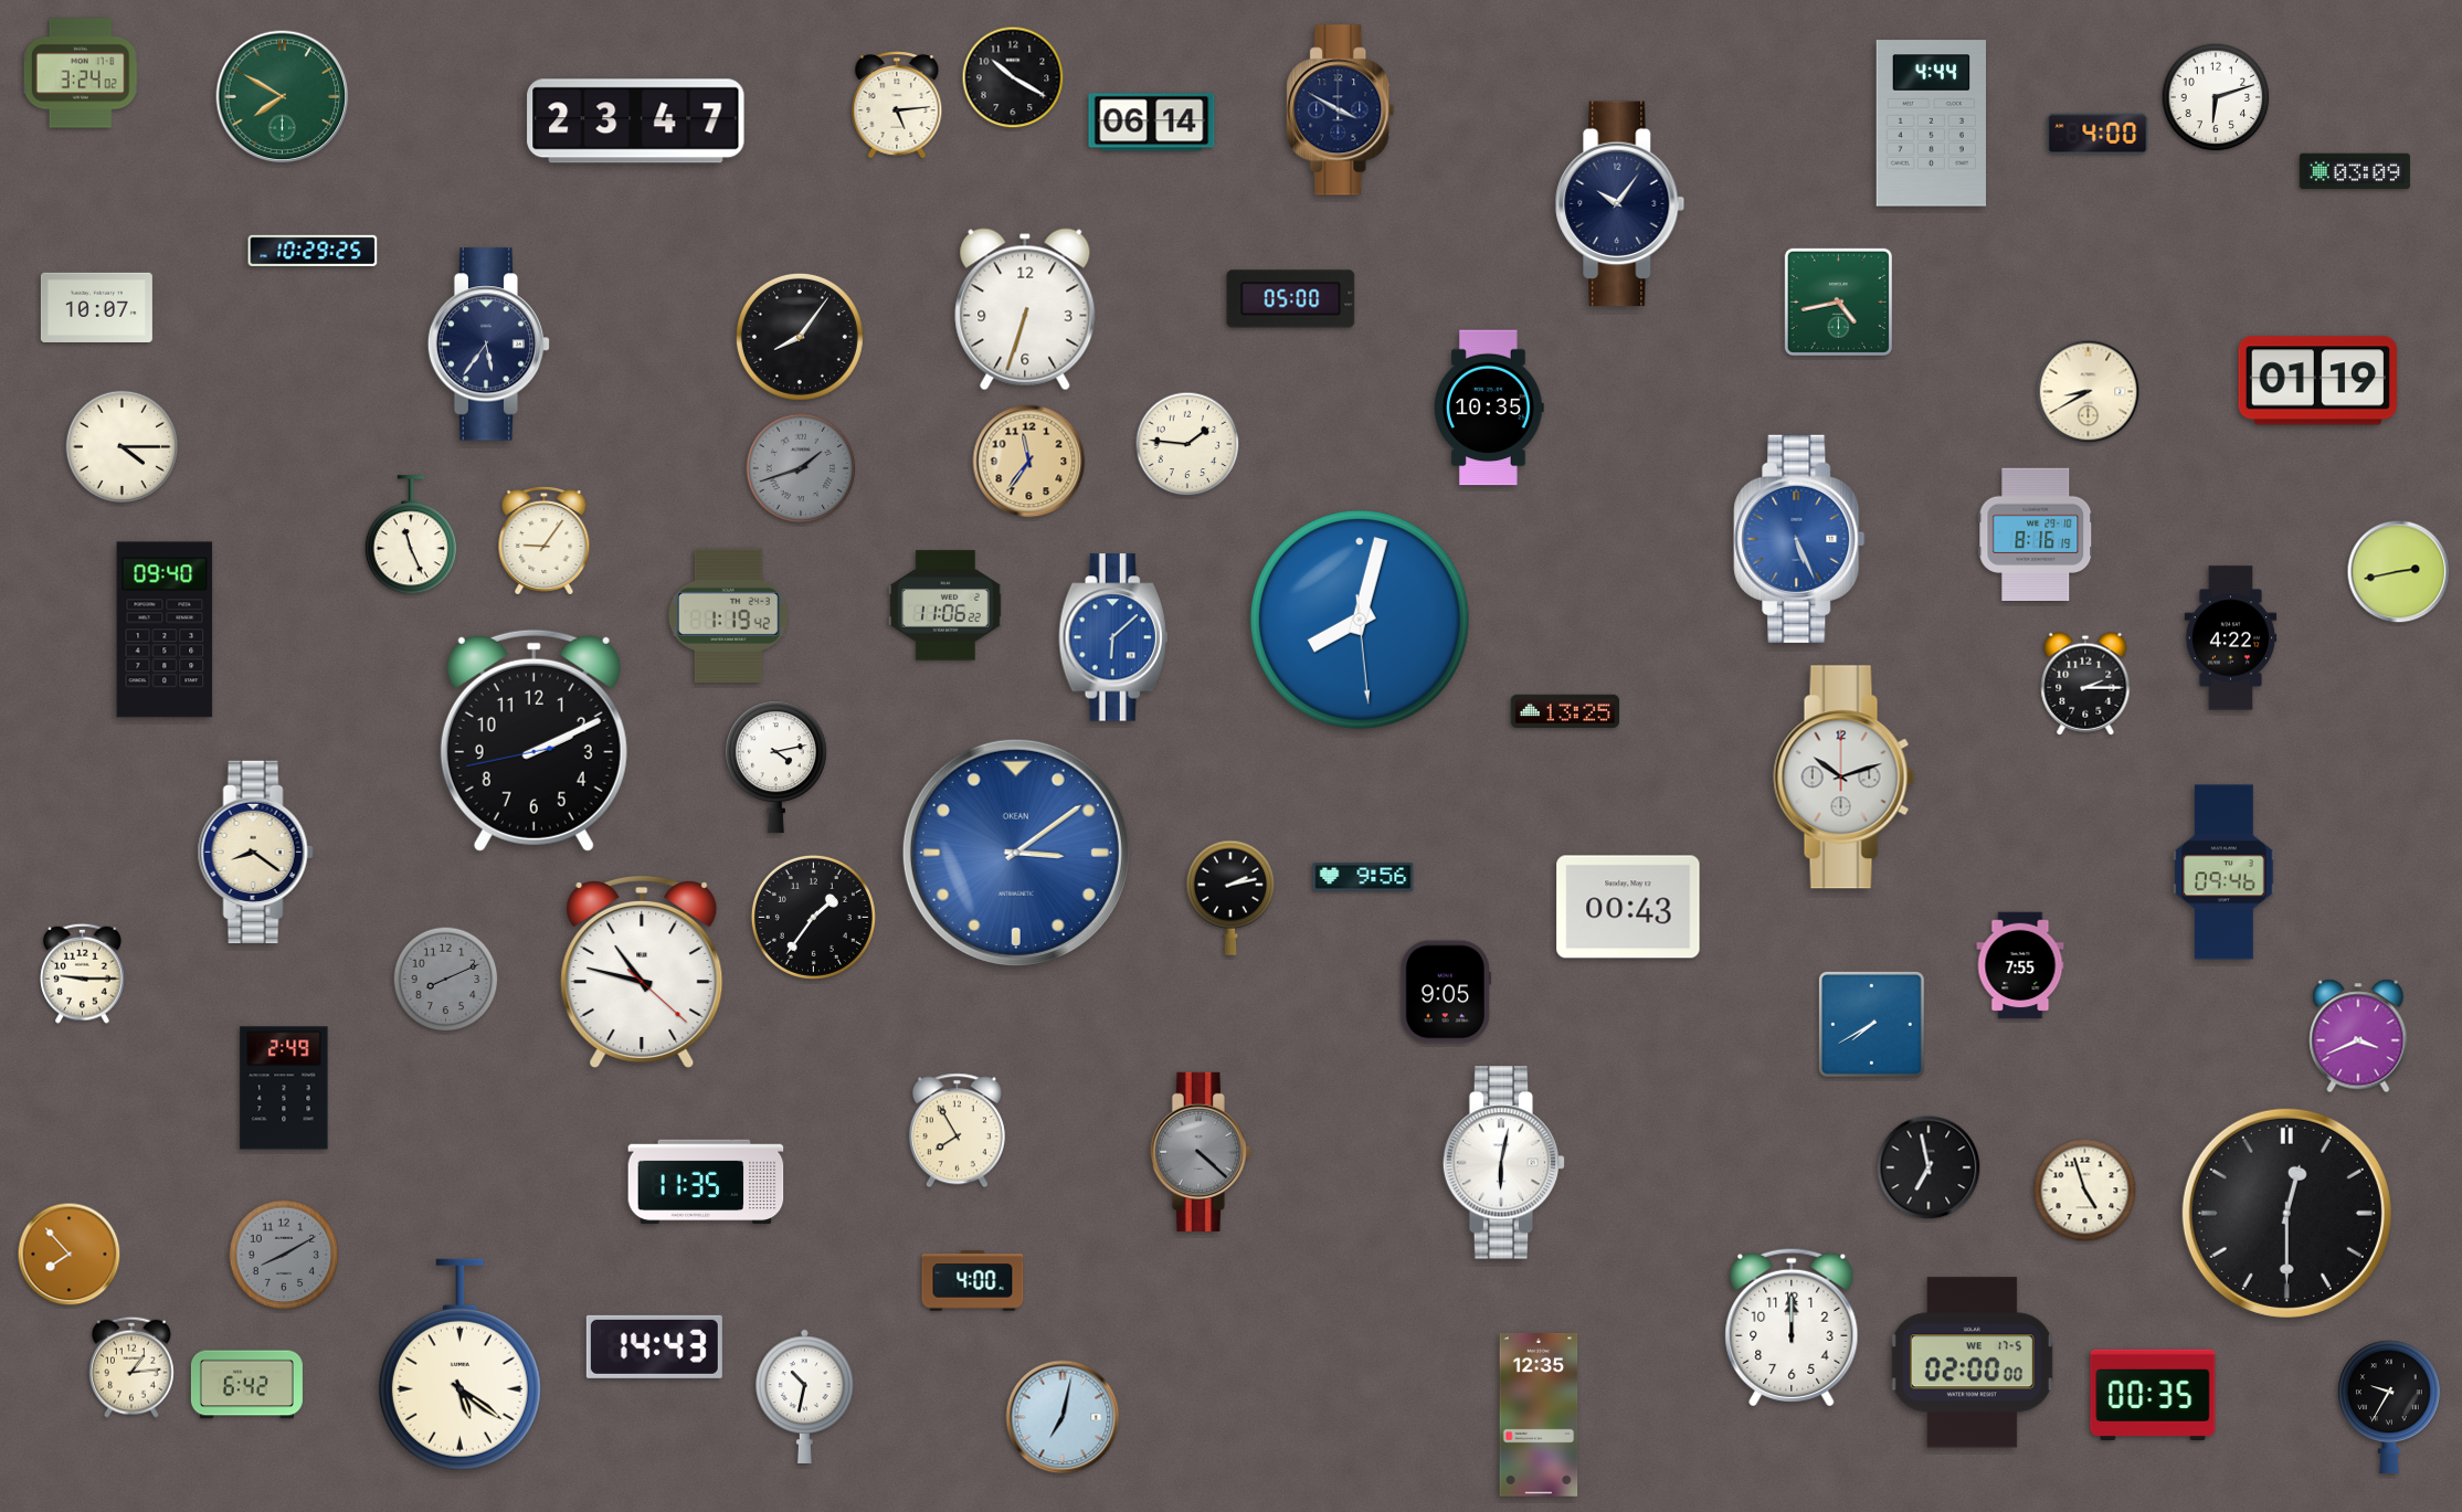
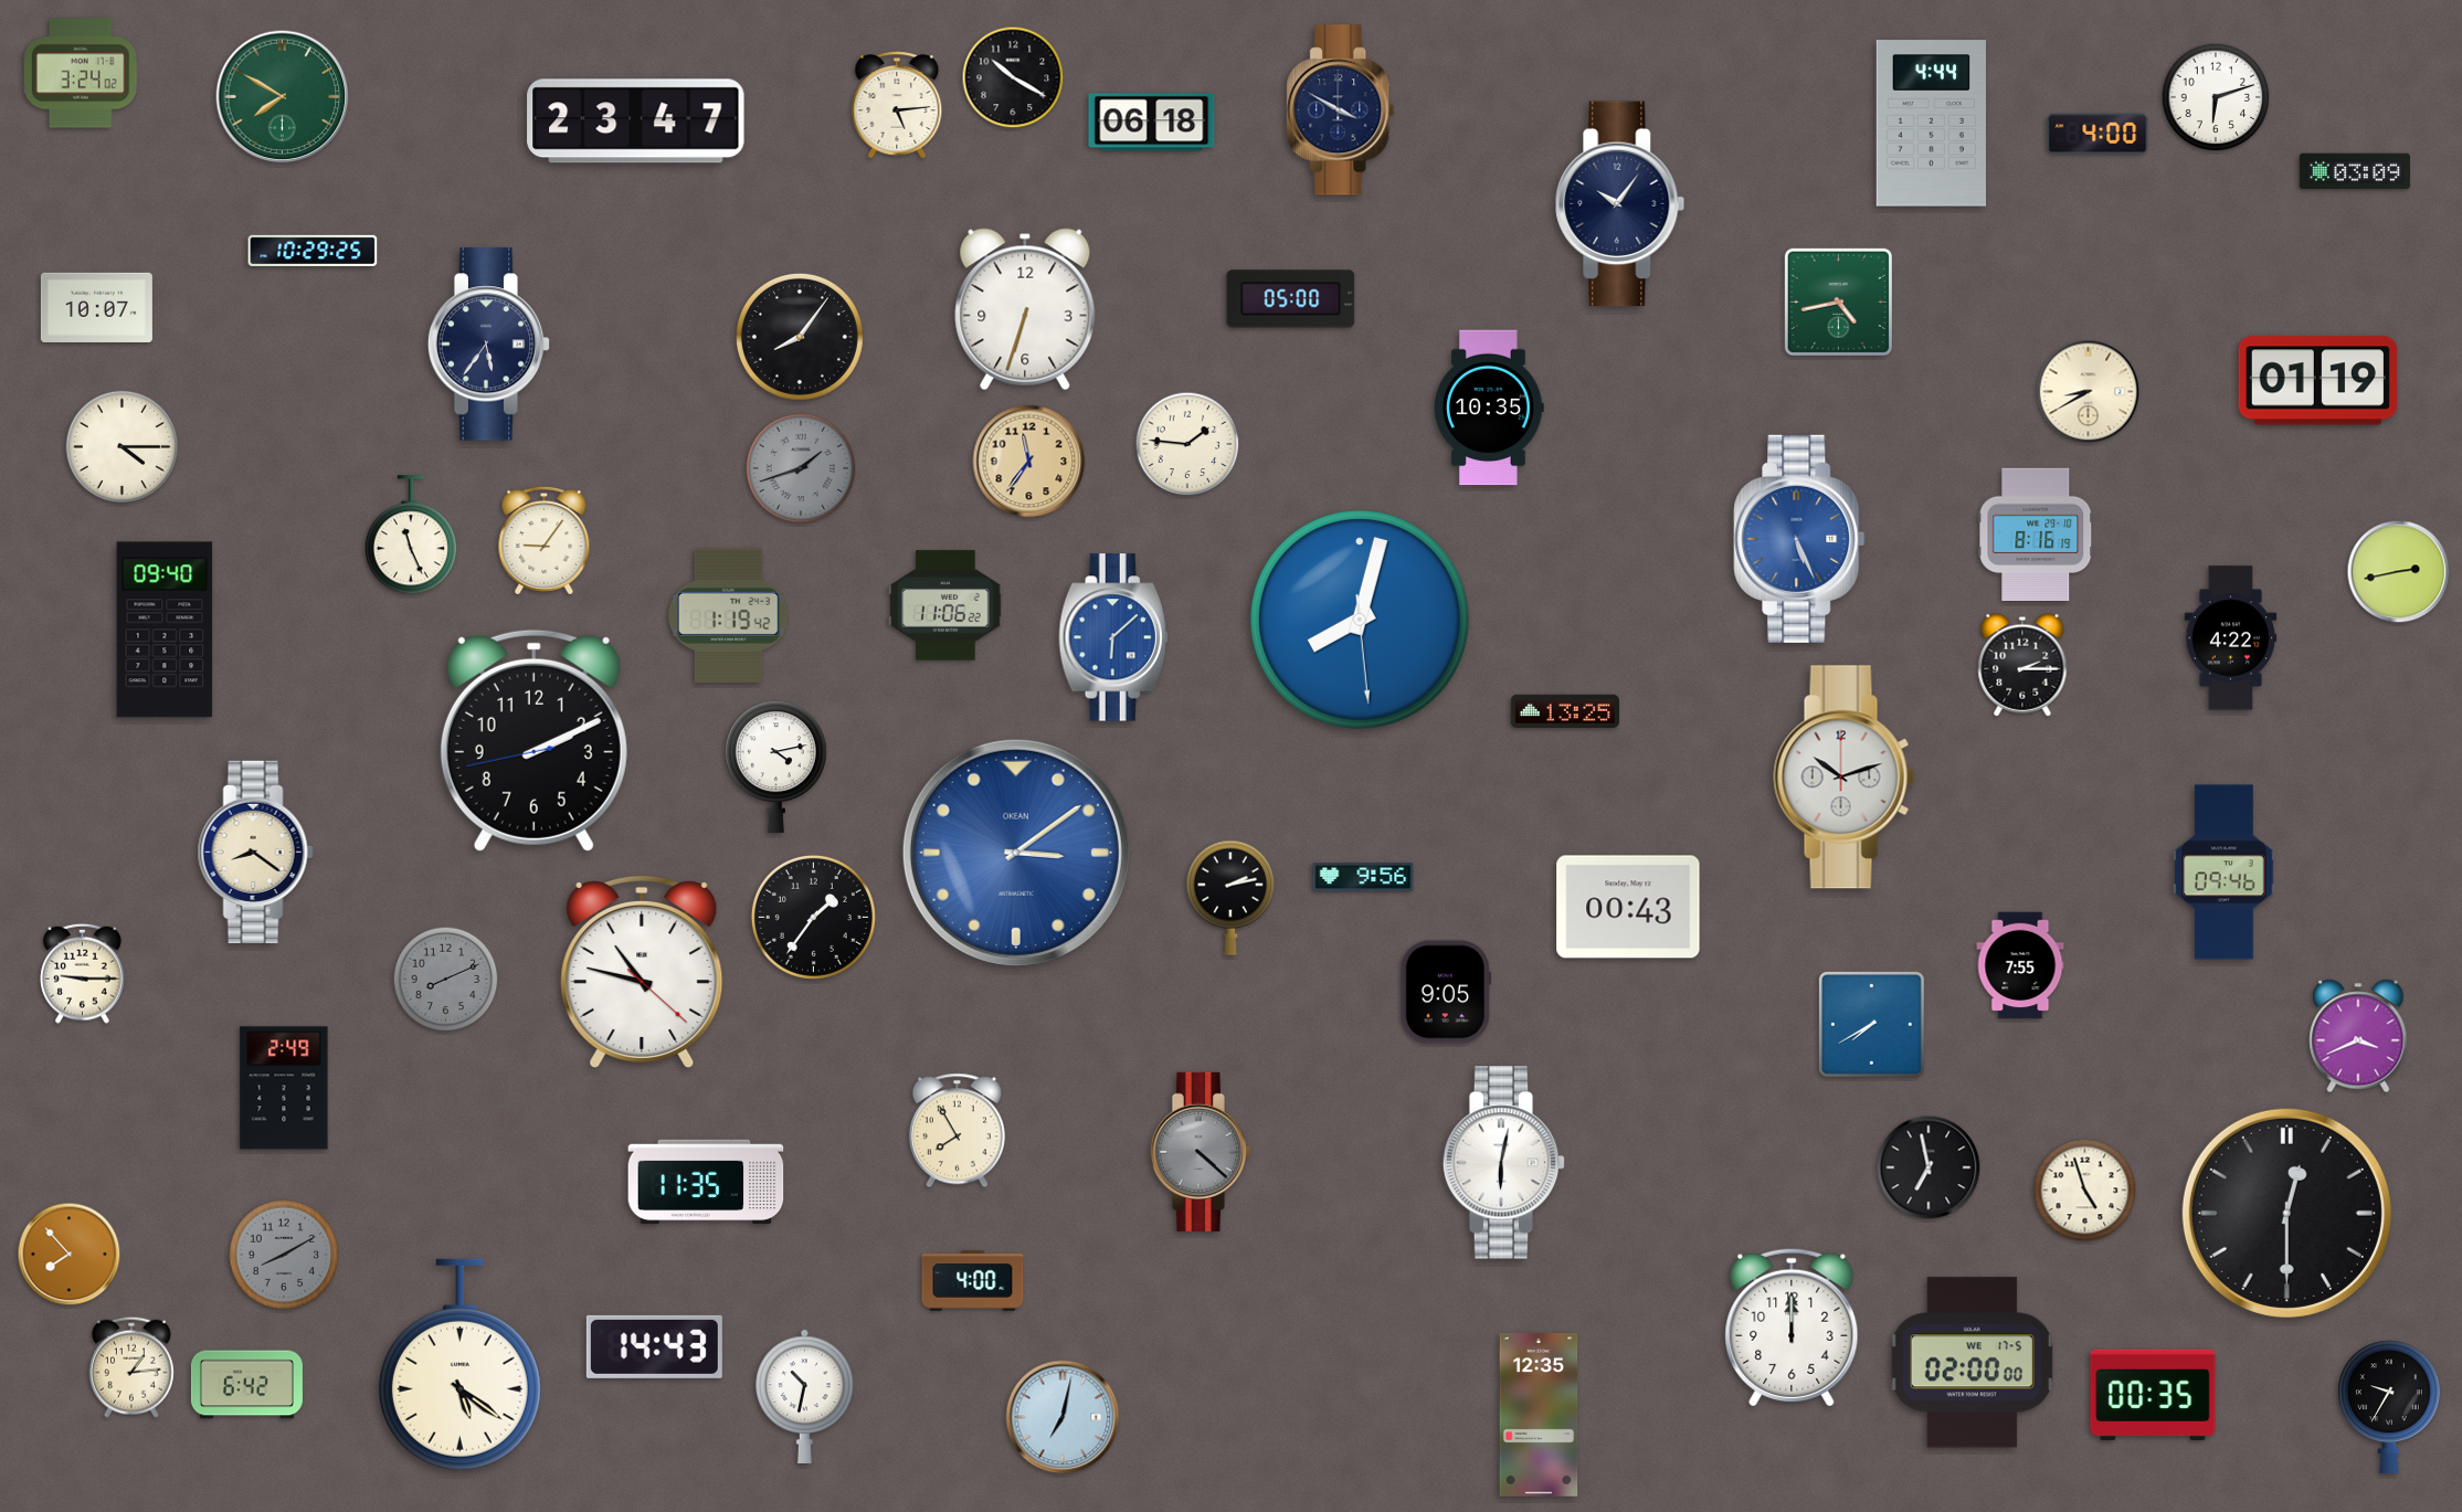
clock at (1152, 123): 06:14 -> 06:18
clock at (2085, 684) position: (2085, 684) -> (2022, 665)
